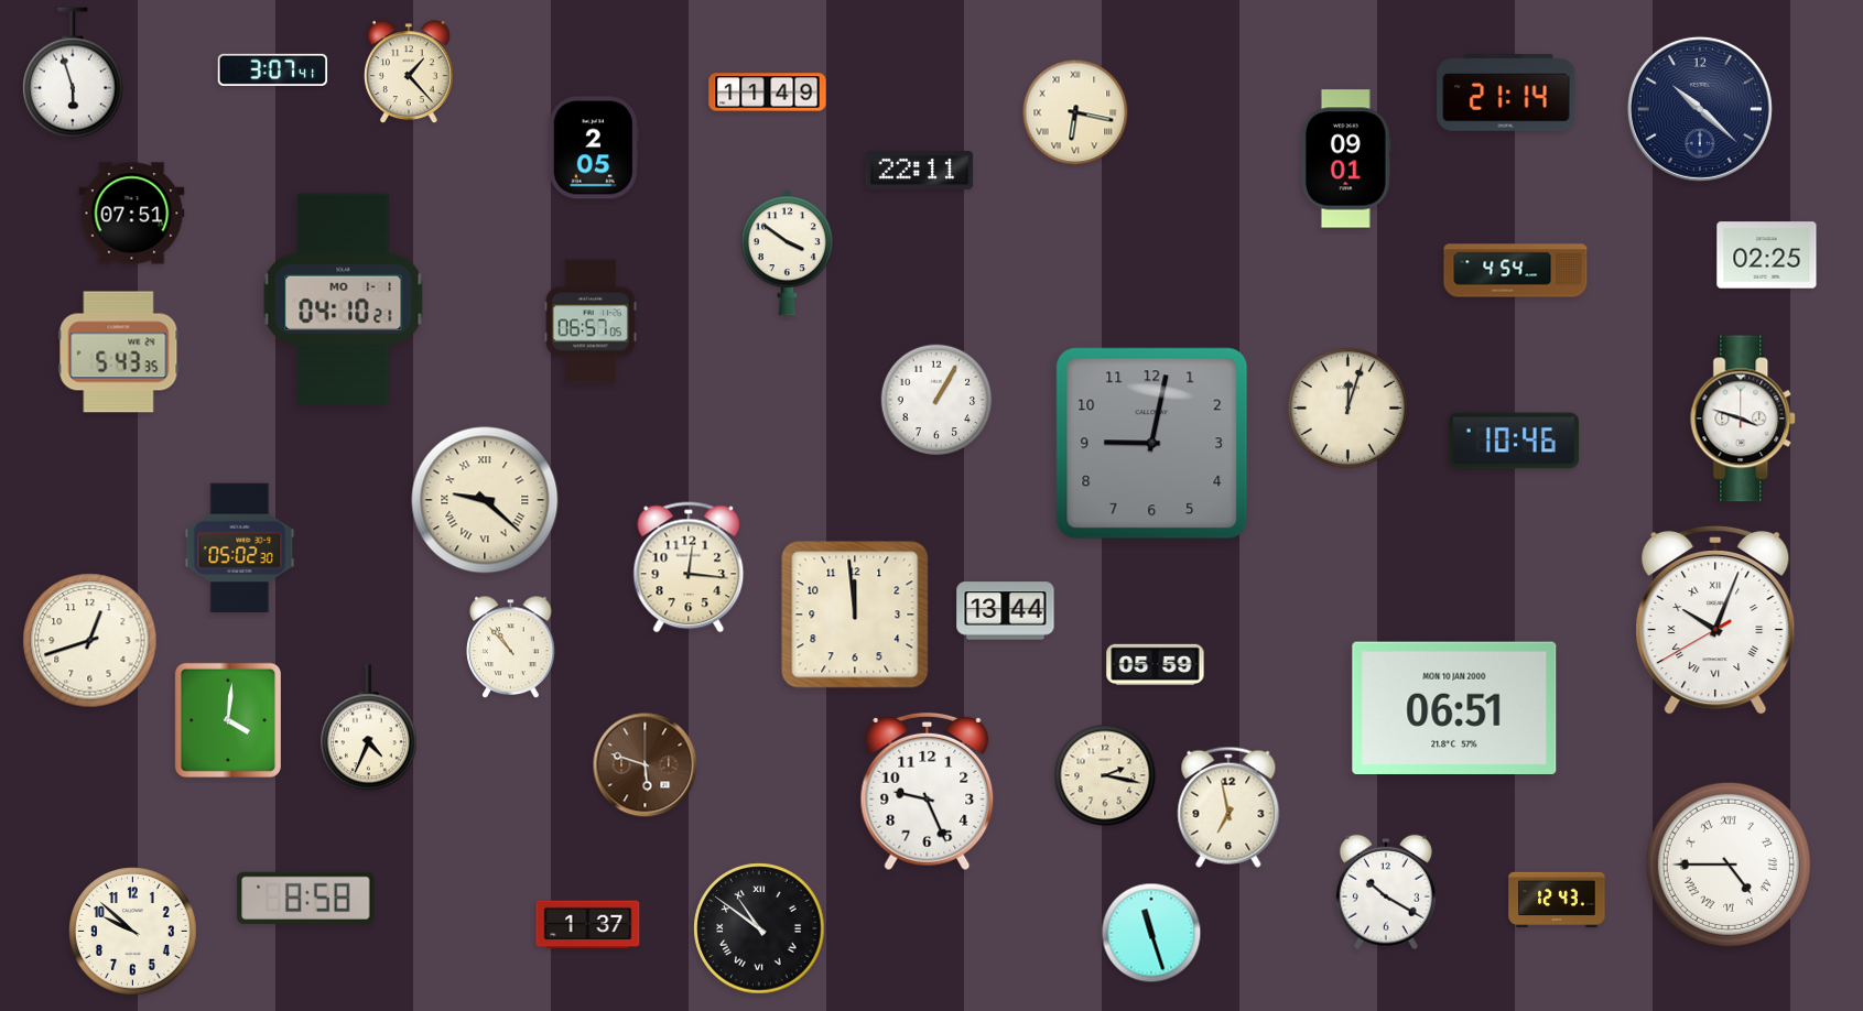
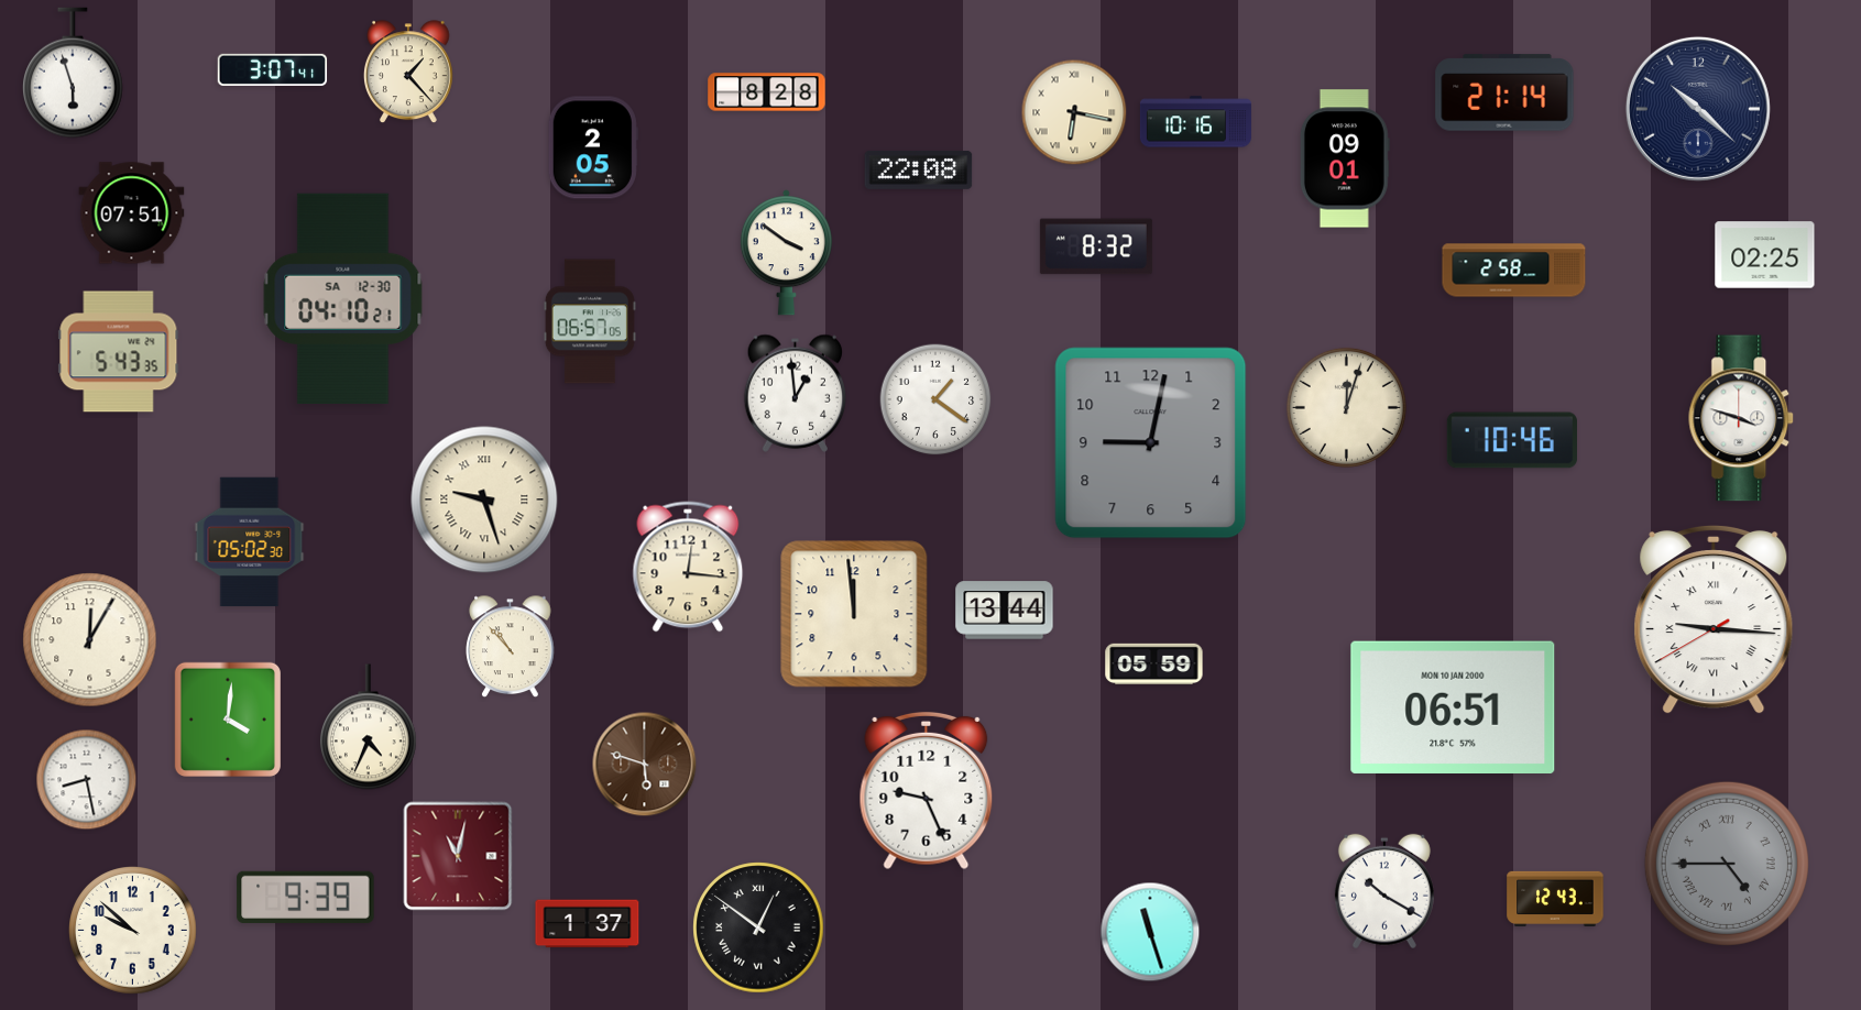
clock at (768, 93): 11:49 -> 8:28
clock at (1195, 122): none -> 10:16
clock at (920, 170): 22:11 -> 22:08
clock at (1096, 246): none -> 8:32
clock at (1516, 271): 4:54 -> 2:58
clock at (344, 298) date: MO 1-1 -> SA 12-30
clock at (795, 393): none -> 12:59
clock at (936, 400): 1:05 -> 1:21
clock at (485, 500): 9:22 -> 9:27
clock at (240, 548) position: (240, 548) -> (250, 542)
clock at (1715, 620): 10:03 -> 9:15
clock at (90, 641): 12:42 -> 12:05
clock at (1105, 775): 2:17 -> none
clock at (87, 780): none -> 8:28
clock at (1228, 807): 6:58 -> none
clock at (458, 856): none -> 11:02
clock at (1729, 865) dial: white -> grey
clock at (306, 898): 8:58 -> 9:39
clock at (759, 928): 10:51 -> 12:51
